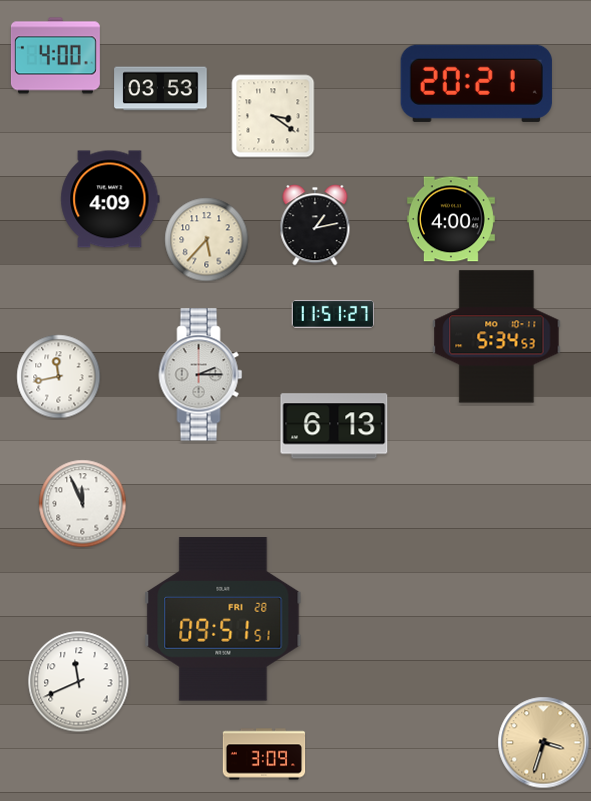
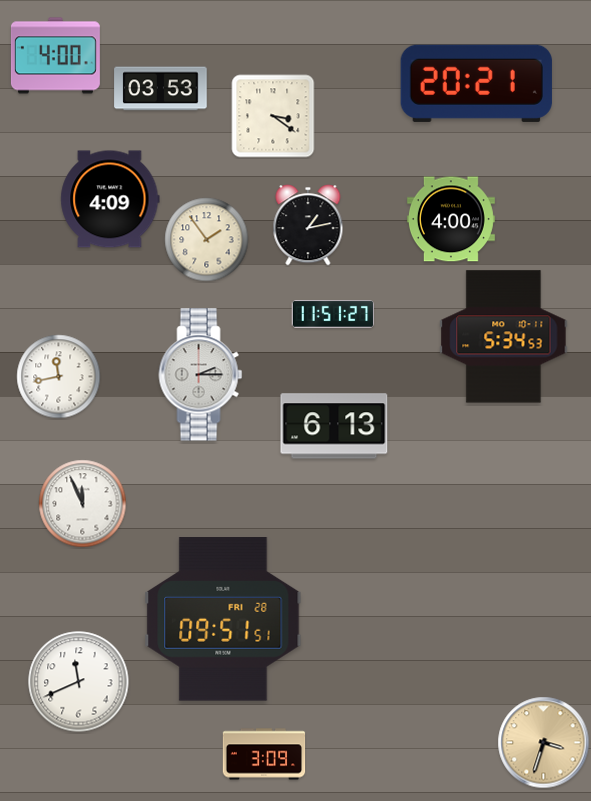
clock at (315, 225) position: (315, 225) -> (308, 225)
clock at (207, 240): 5:37 -> 1:54
clock at (497, 337) position: (497, 337) -> (504, 337)
